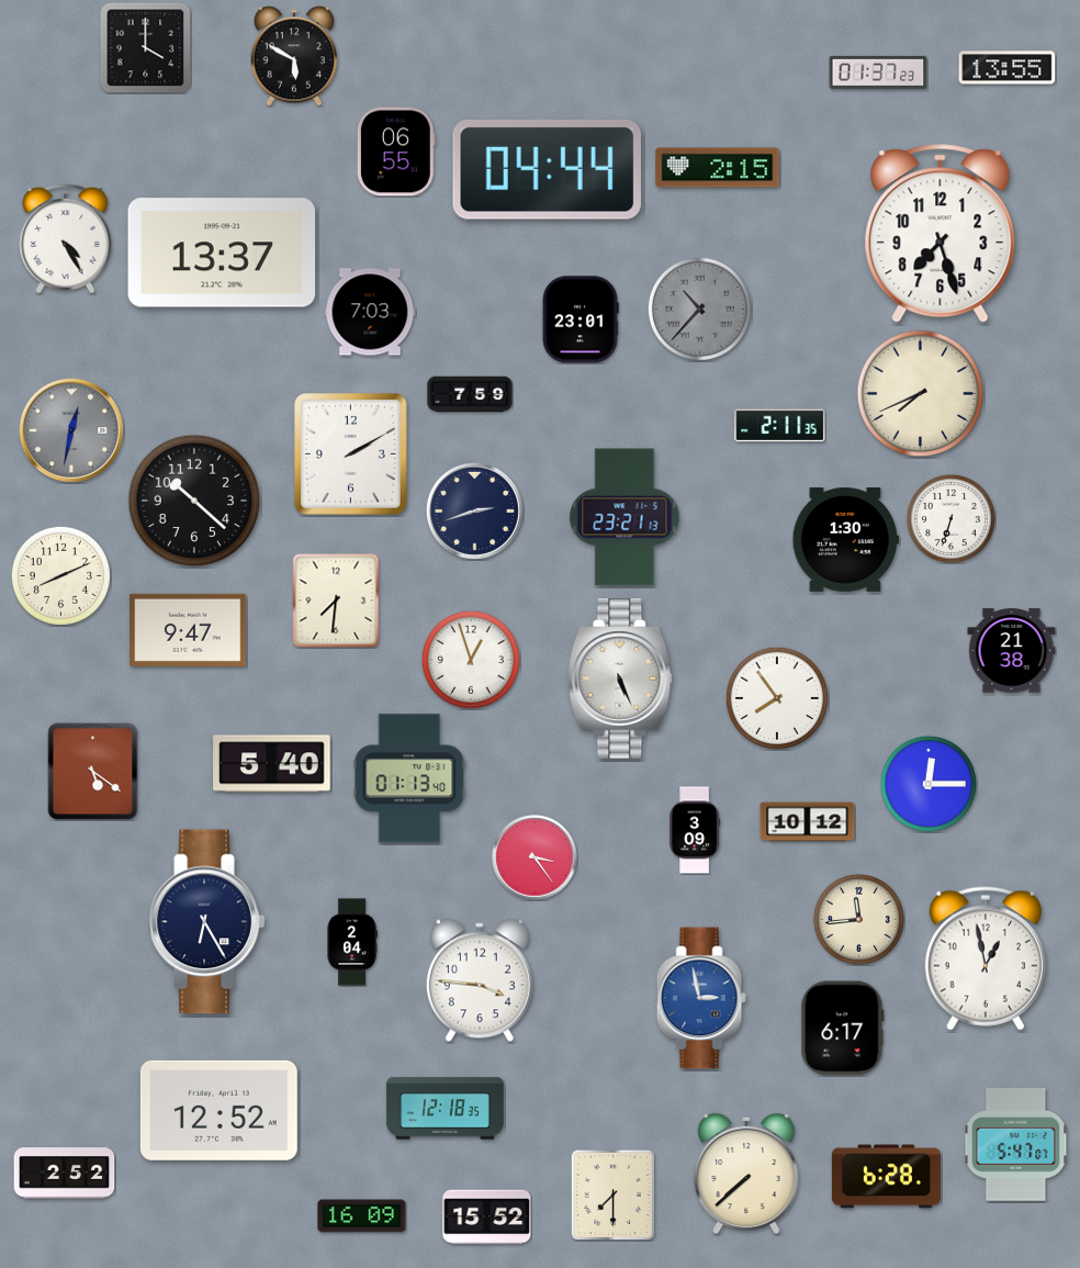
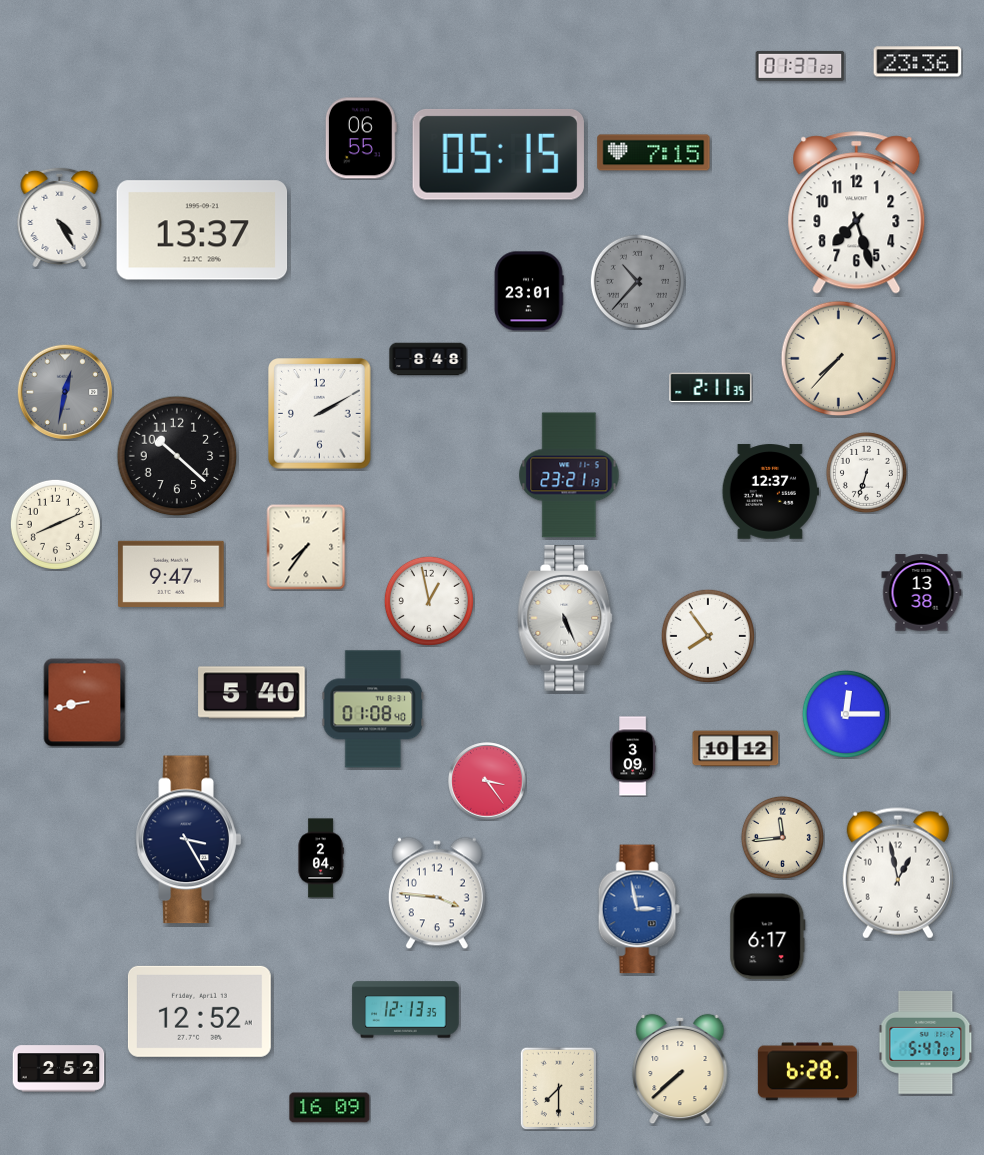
clock at (145, 48): 4:00 -> none
clock at (294, 56): 5:50 -> none
clock at (1008, 68): 13:55 -> 23:36
clock at (718, 168): 2:15 -> 7:15
clock at (547, 169): 04:44 -> 05:15
clock at (370, 312): 7:03 -> none
clock at (470, 394): 7:59 -> 8:48
clock at (921, 394): 7:41 -> 7:37
clock at (474, 510): 2:42 -> none
clock at (625, 517) position: (625, 517) -> (569, 475)
clock at (845, 540): 1:30 -> 12:37
clock at (336, 601): 7:31 -> 7:36
clock at (1012, 651): 21:38 -> 13:38
clock at (471, 660): 12:57 -> 12:58
clock at (272, 764) position: (272, 764) -> (252, 693)
clock at (93, 772): 5:21 -> 8:43
clock at (409, 778): 01:13 -> 01:08
clock at (207, 922): 6:25 -> 3:25
clock at (446, 1109): 12:18 -> 12:13
clock at (487, 1217): 15:52 -> none
